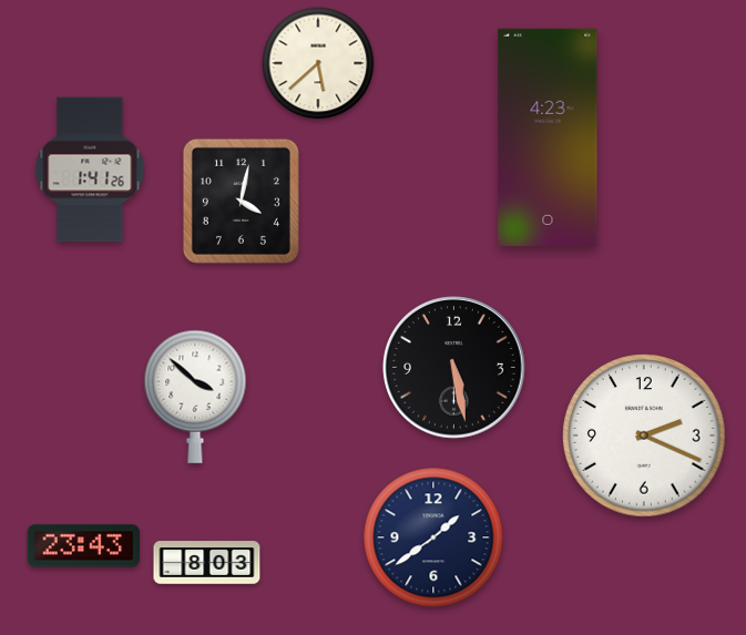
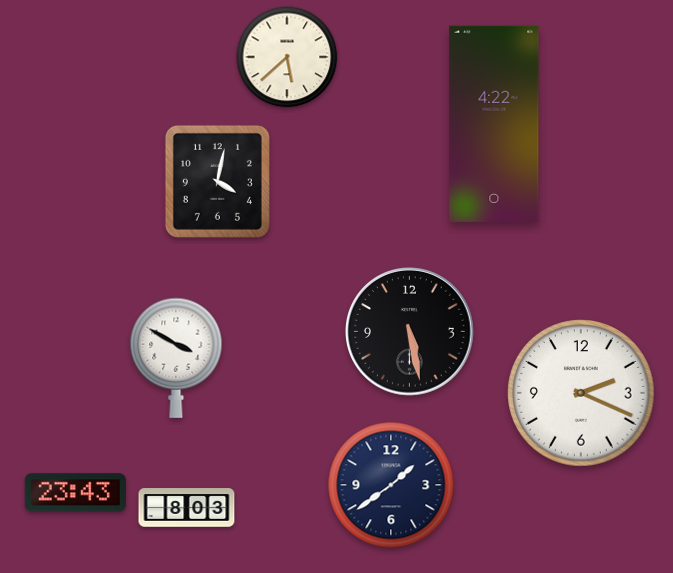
clock at (548, 137): 4:23 -> 4:22
clock at (90, 170): 1:41 -> none
clock at (195, 397): 3:52 -> 3:50
